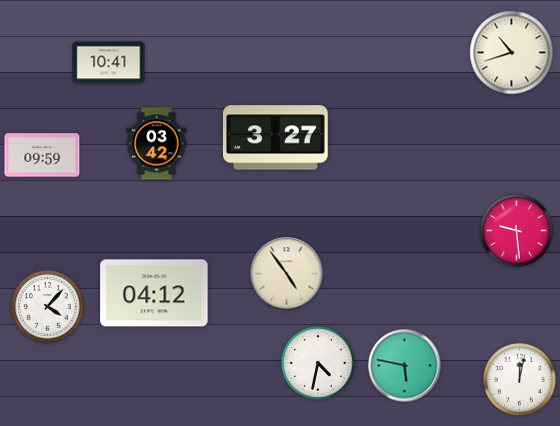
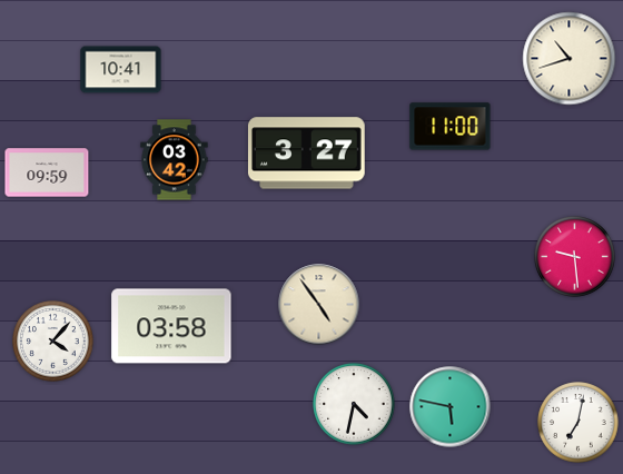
clock at (451, 127): none -> 11:00
clock at (154, 293): 04:12 -> 03:58
clock at (520, 380): 12:02 -> 7:02
